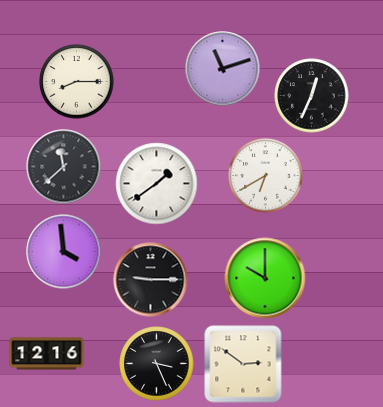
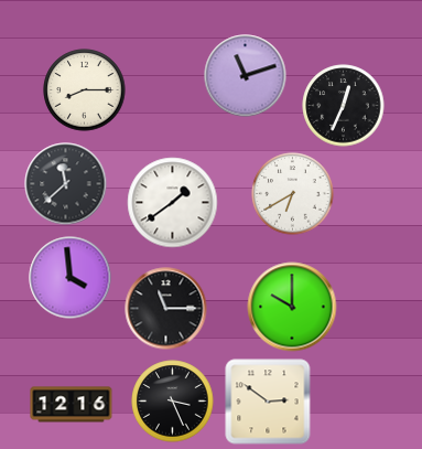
clock at (64, 167) position: (64, 167) -> (66, 184)
clock at (151, 280): 9:15 -> 11:15
clock at (47, 354) position: (47, 354) -> (72, 405)
